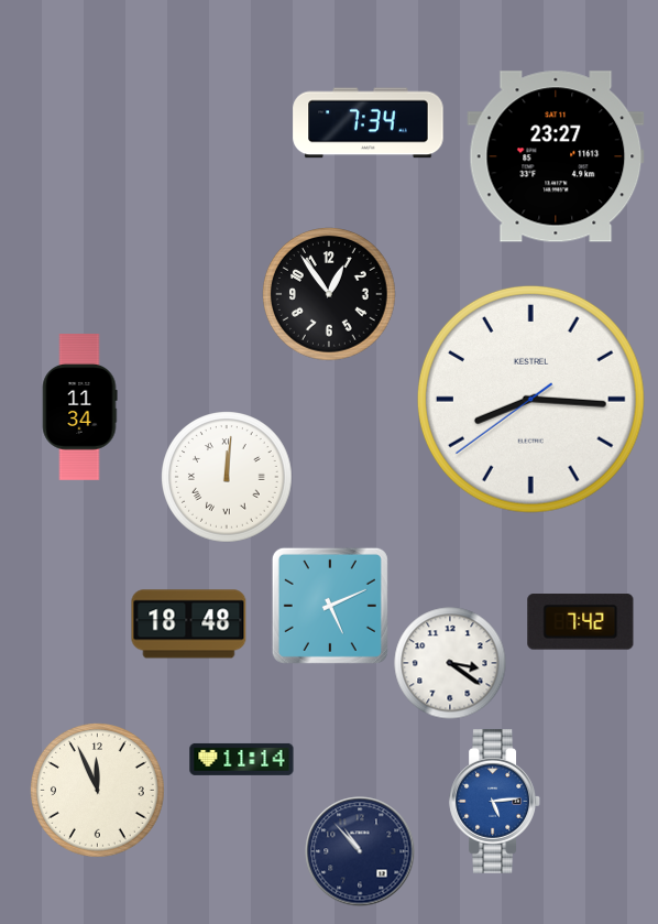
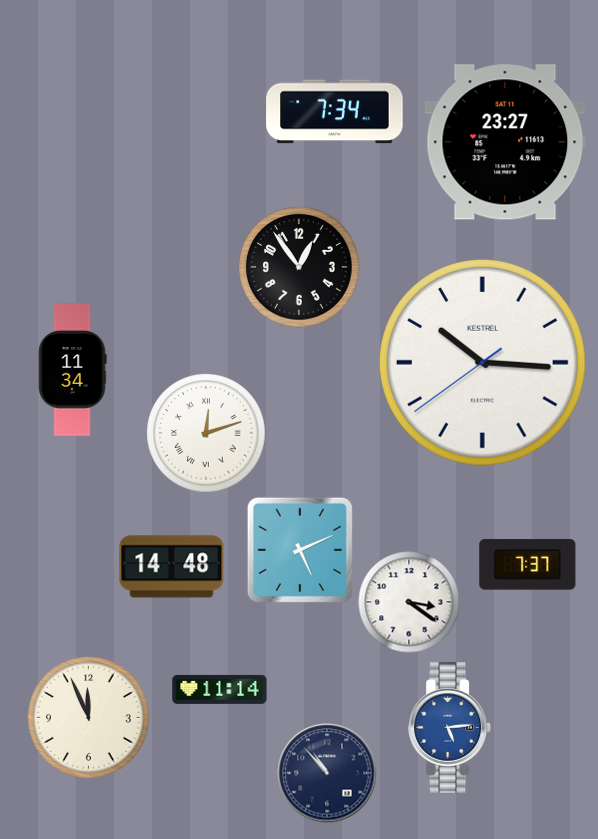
clock at (530, 399): 8:15 -> 10:15
clock at (227, 477): 12:01 -> 12:12
clock at (581, 622): 7:42 -> 7:37
clock at (189, 624): 18:48 -> 14:48
